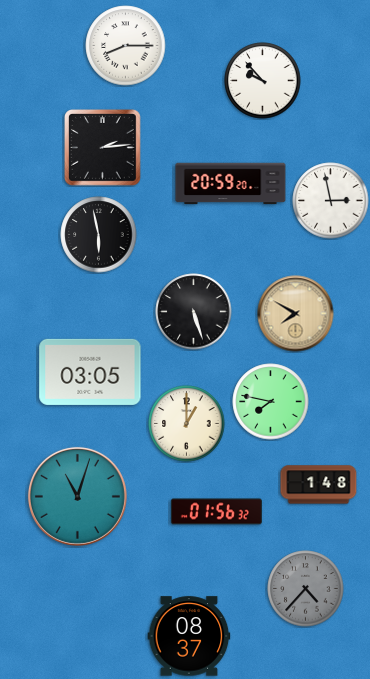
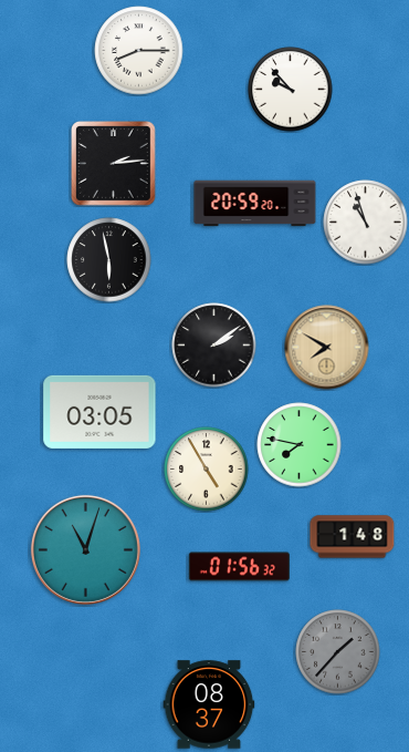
clock at (331, 201): 2:58 -> 10:57
clock at (194, 312): 5:27 -> 2:09
clock at (187, 424): 1:00 -> 4:55
clock at (306, 589): 4:37 -> 1:37
